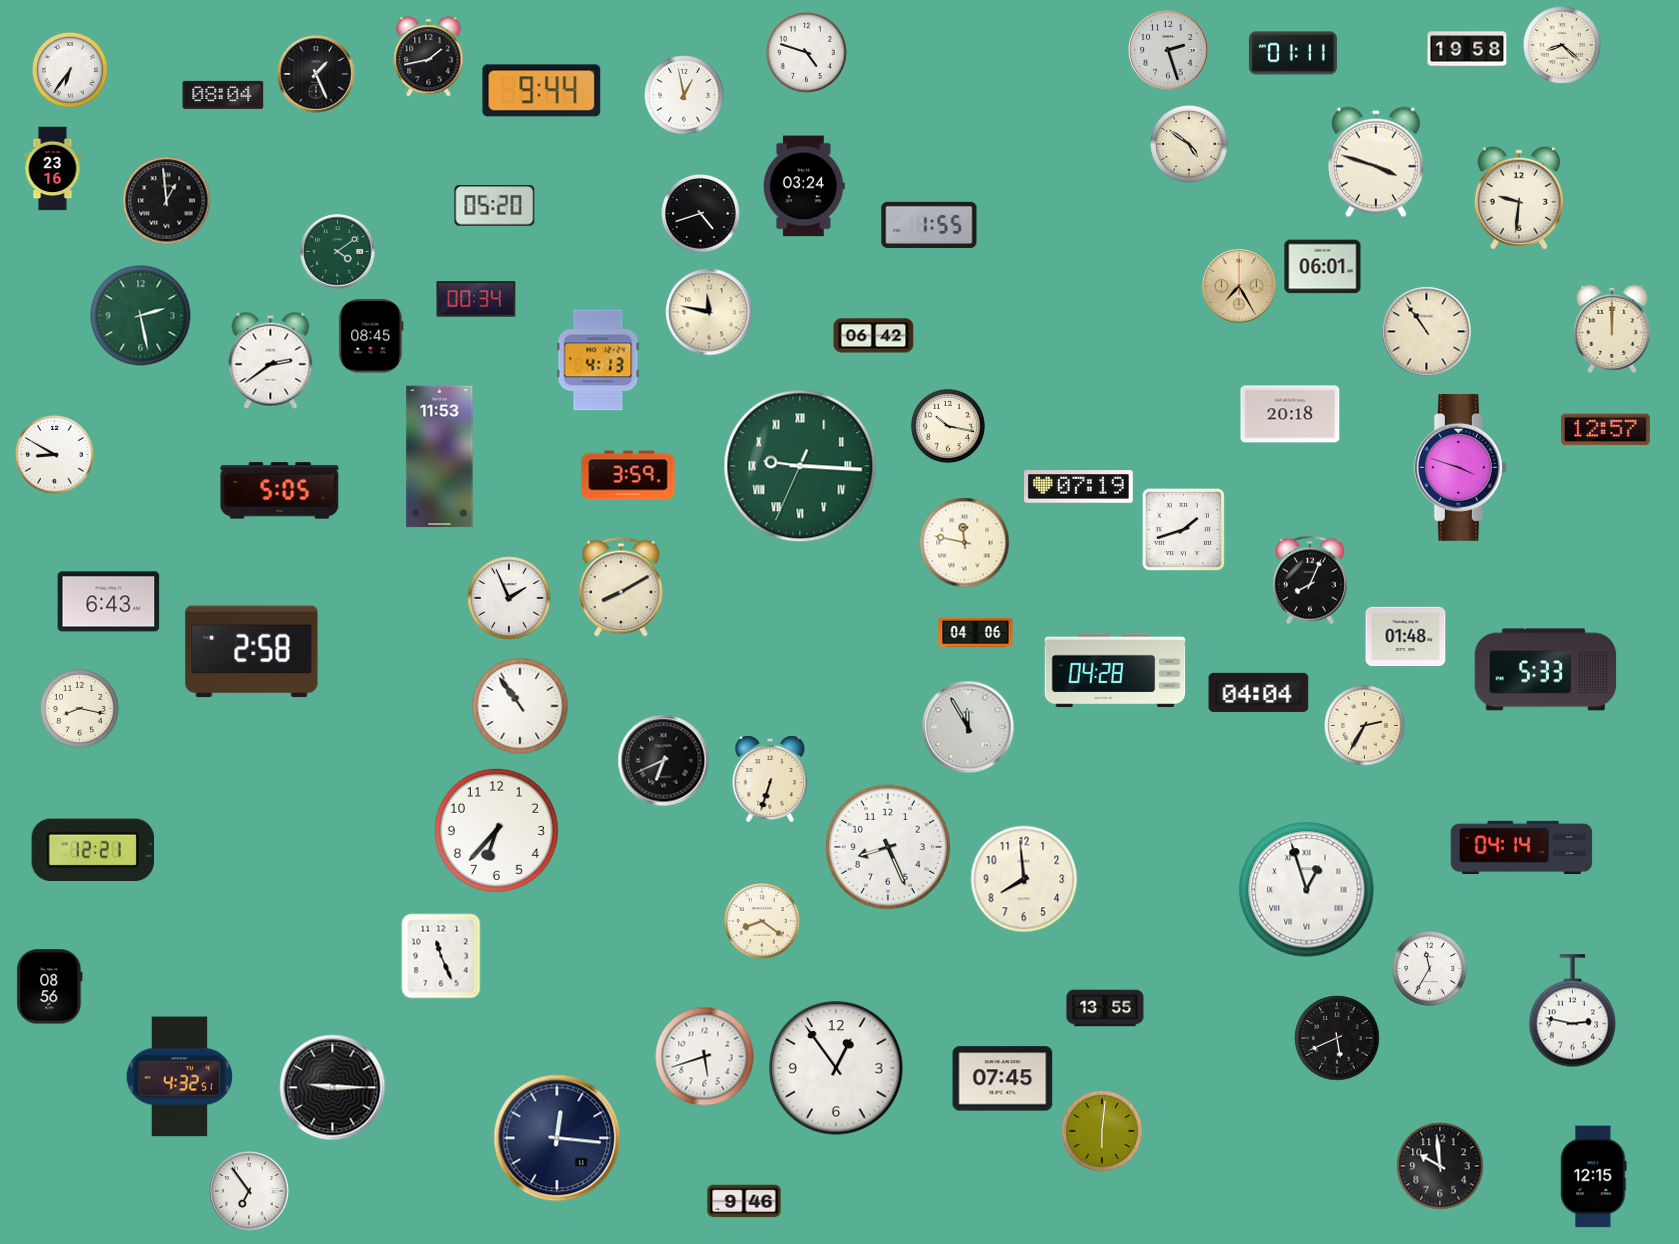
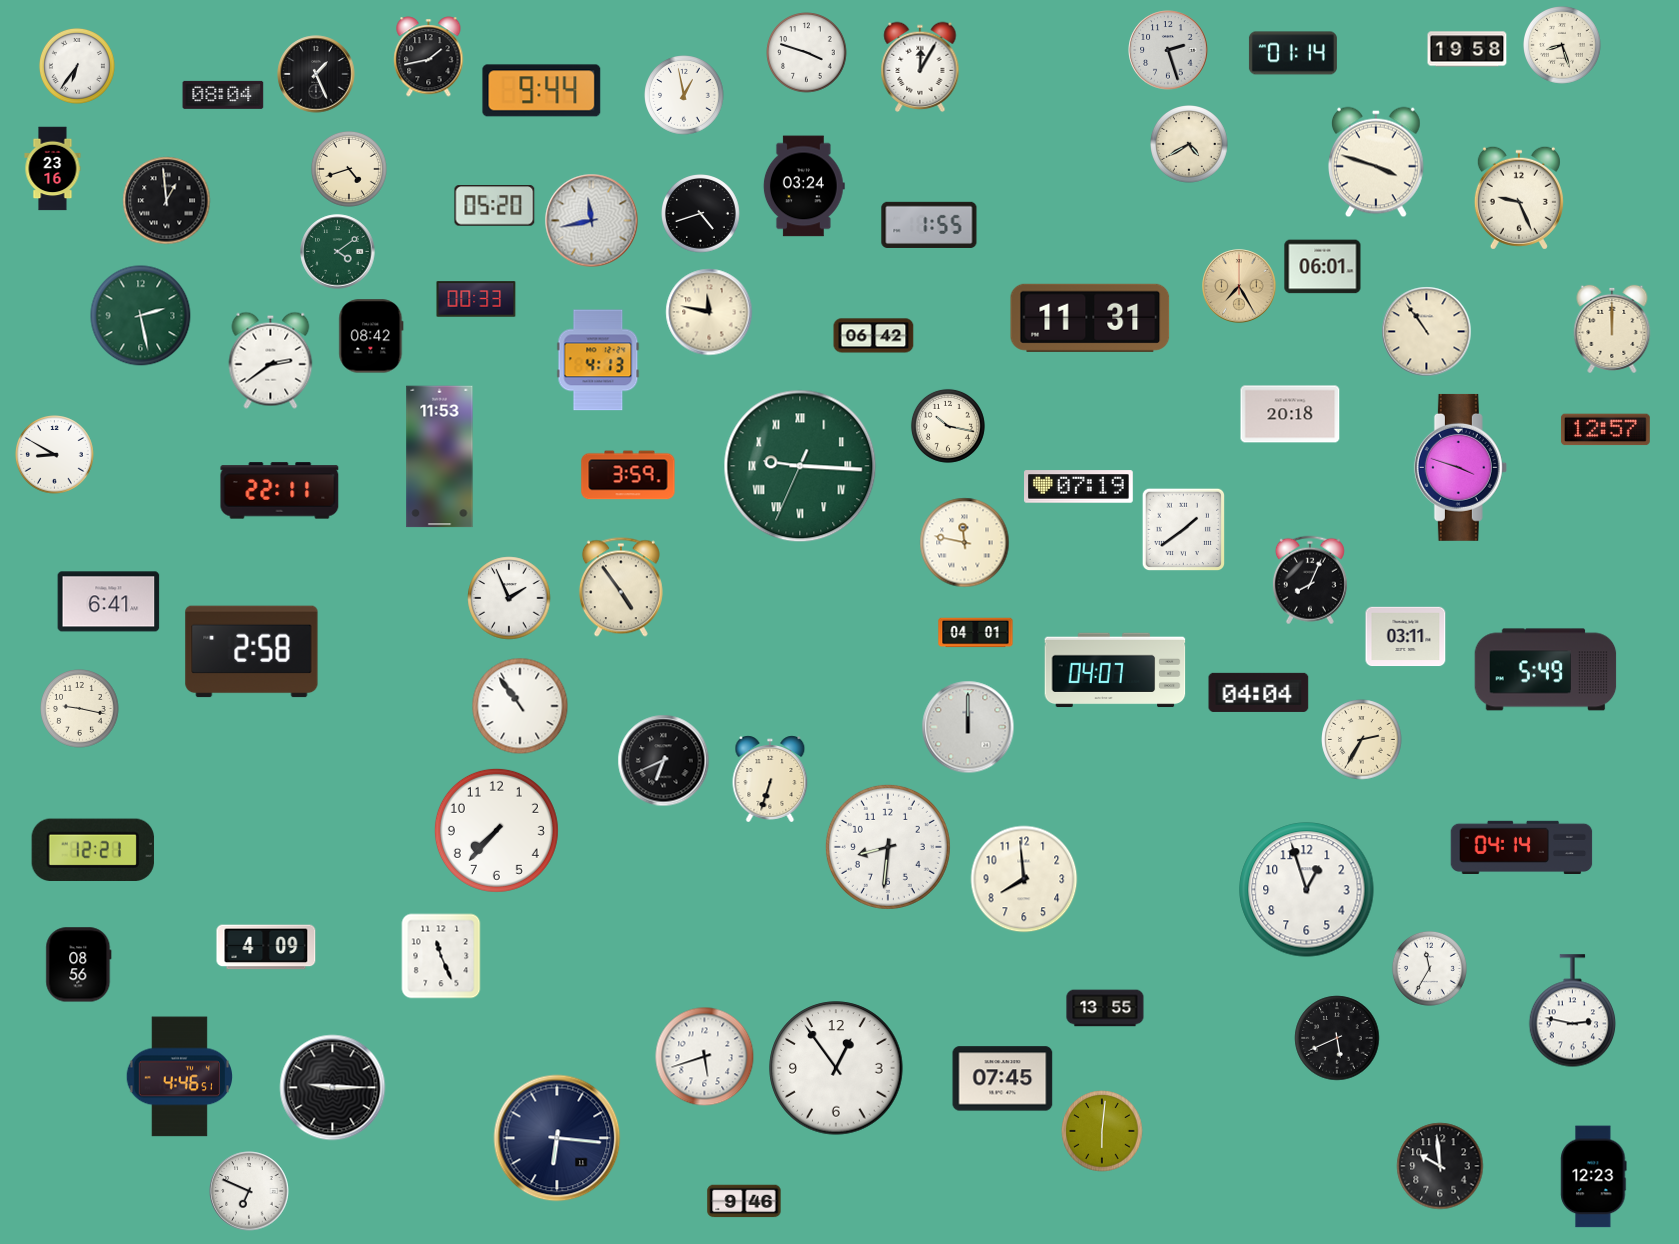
clock at (1563, 46): 8:22 -> 8:27
clock at (807, 53): 4:48 -> 3:48
clock at (1293, 53): 01:11 -> 01:14
clock at (920, 67): none -> 12:05
clock at (70, 70) position: (70, 70) -> (77, 66)
clock at (1190, 145): 4:51 -> 4:40
clock at (349, 169): none -> 4:42
clock at (1519, 198): 9:31 -> 9:26
clock at (592, 221): none -> 11:43
clock at (476, 299): 00:34 -> 00:33
clock at (1090, 318): none -> 11:31
clock at (371, 336): 08:45 -> 08:42
clock at (280, 491): 5:05 -> 22:11
clock at (1184, 530): 1:42 -> 1:39
clock at (621, 587): 8:10 -> 4:54
clock at (109, 602): 6:43 -> 6:41
clock at (976, 633): 04:06 -> 04:01
clock at (1406, 637): 01:48 -> 03:11
clock at (1115, 670): 04:28 -> 04:07
clock at (1546, 670): 5:33 -> 5:49
clock at (80, 709): 8:17 -> 9:17
clock at (1365, 726) position: (1365, 726) -> (1362, 740)
clock at (968, 727): 11:55 -> 12:00
clock at (496, 830): 6:37 -> 7:37
clock at (888, 847): 8:26 -> 8:31
clock at (1307, 890) numerals: Roman -> Arabic
clock at (762, 921): 8:21 -> none
clock at (266, 947): none -> 4:09
clock at (50, 987) position: (50, 987) -> (79, 965)
clock at (179, 1077): 4:32 -> 4:46
clock at (557, 1138): 12:16 -> 6:16
clock at (1594, 1177): 12:15 -> 12:23
clock at (249, 1191): 6:54 -> 6:49
